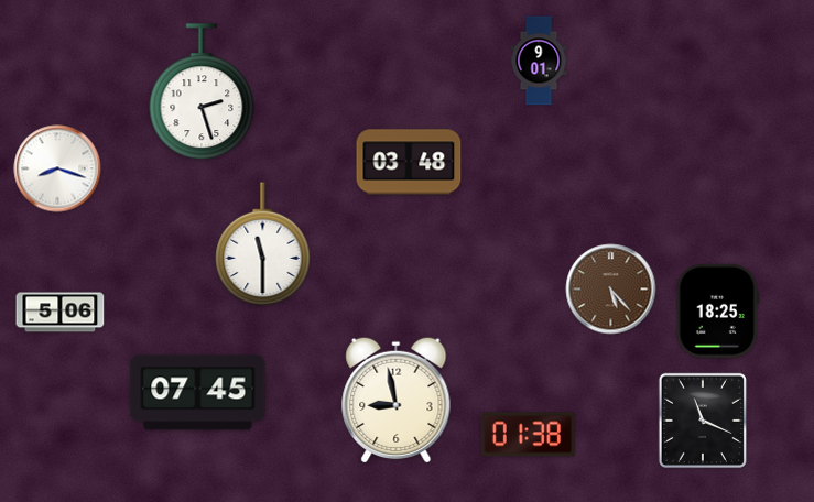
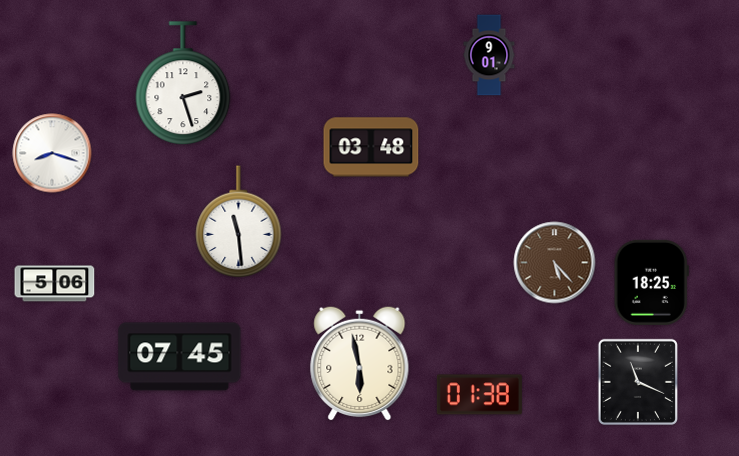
clock at (263, 244): 11:30 -> 11:29
clock at (397, 400): 8:58 -> 5:58
